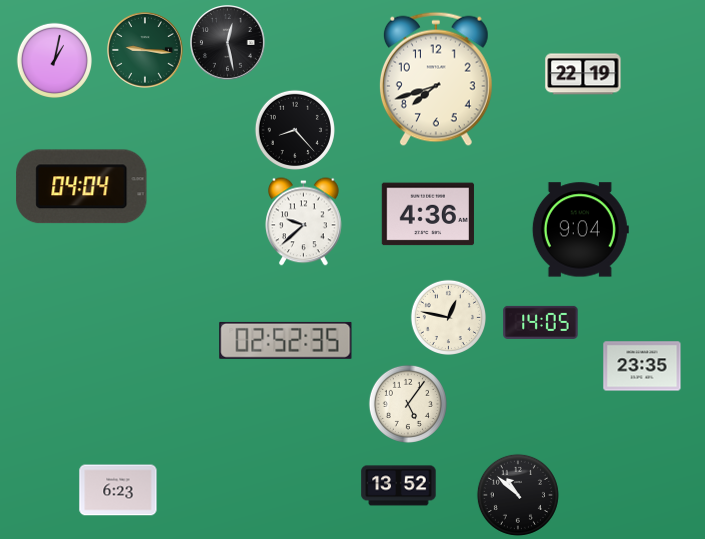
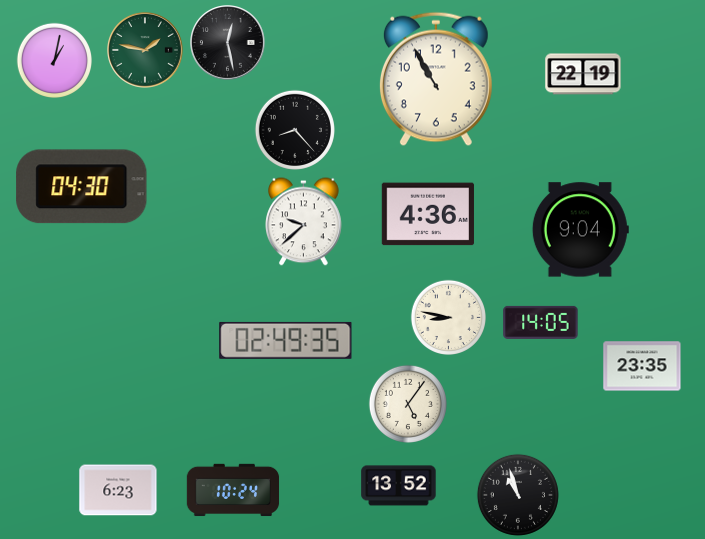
clock at (146, 51): 9:16 -> 1:47
clock at (436, 79): 7:42 -> 10:55
clock at (82, 187): 04:04 -> 04:30
clock at (448, 317): 12:47 -> 8:47
clock at (286, 340): 02:52 -> 02:49
clock at (233, 490): none -> 10:24
clock at (518, 495): 10:52 -> 10:57
